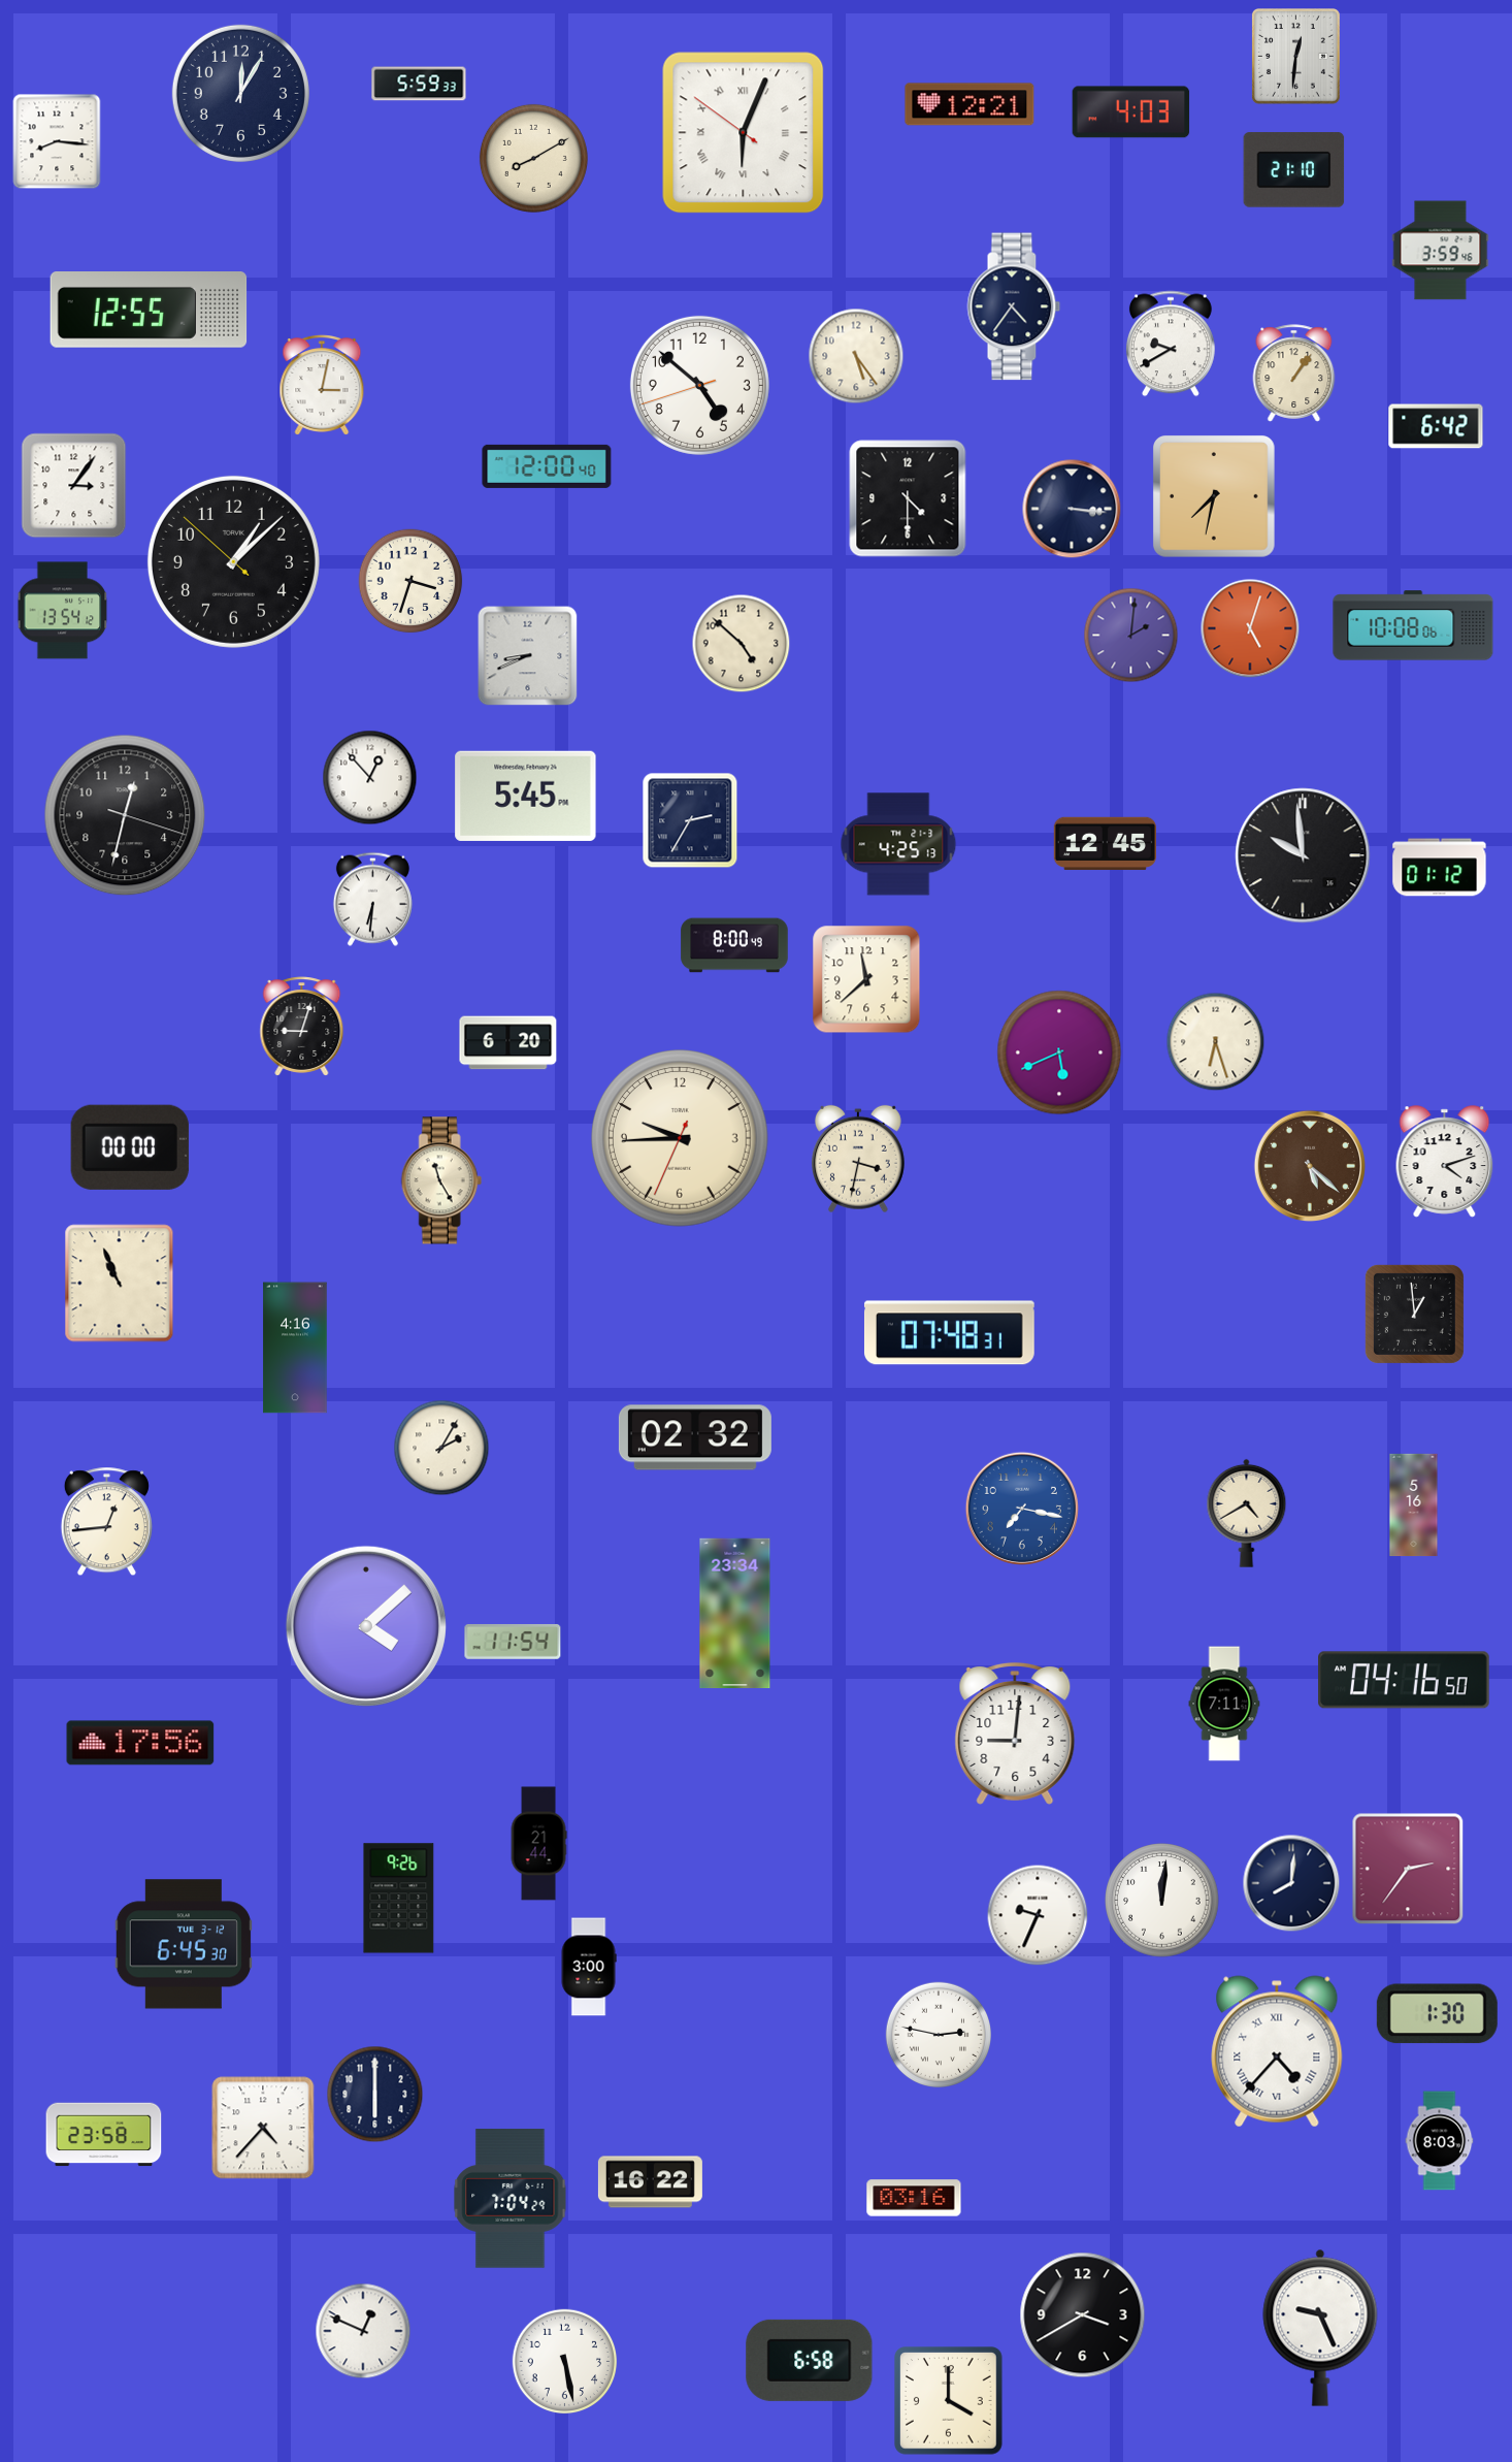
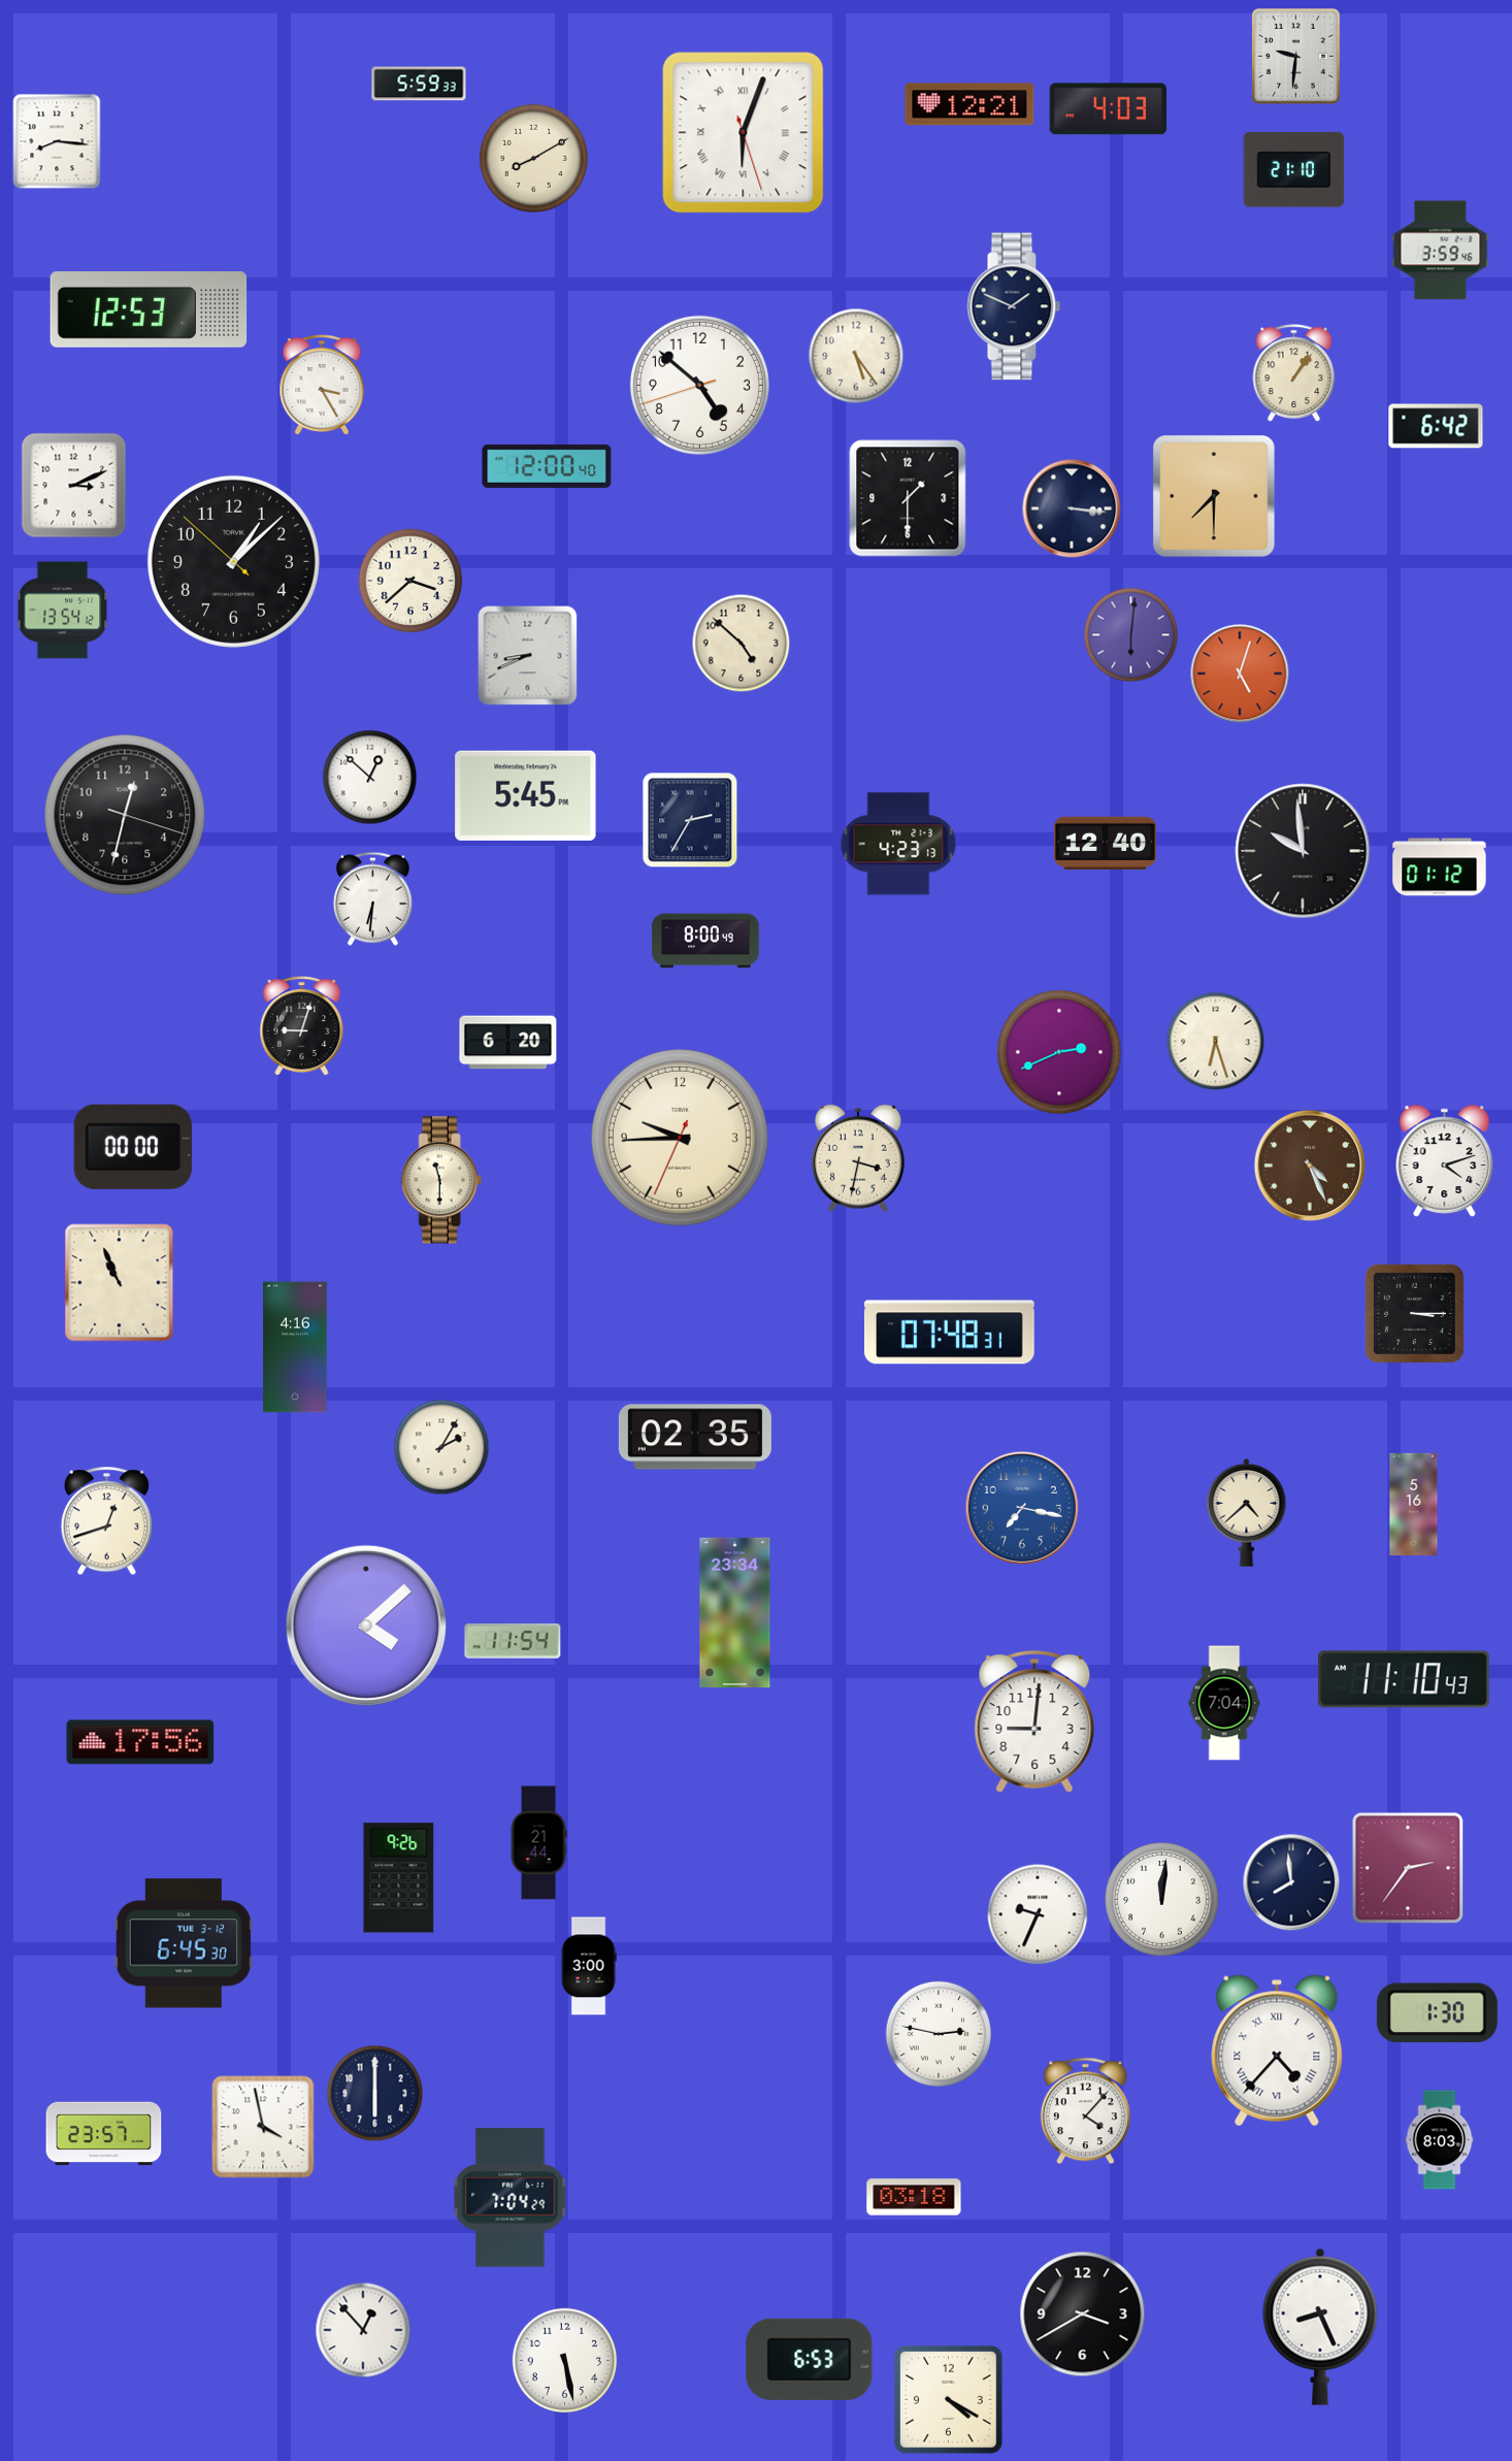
clock at (1295, 57): 12:31 -> 9:31
clock at (240, 93): 12:05 -> none
clock at (1131, 112) position: (1131, 112) -> (1109, 109)
clock at (744, 133): 6:03:51 -> 6:03:27
clock at (1014, 306): 4:36 -> 1:49
clock at (149, 311): 12:55 -> 12:53
clock at (1171, 344): 9:40 -> none
clock at (322, 386): 3:02 -> 3:25
clock at (74, 486): 3:06 -> 3:11
clock at (1215, 497): 7:32 -> 7:30
clock at (908, 498): 4:30 -> 1:30
clock at (410, 581): 3:33 -> 3:38
clock at (1413, 625): 10:08 -> none
clock at (1250, 628) position: (1250, 628) -> (1240, 674)
clock at (1131, 636): 2:01 -> 6:01
clock at (370, 778): 12:53 -> 12:52
clock at (898, 844): 4:25 -> 4:23
clock at (1105, 844): 12:45 -> 12:40
clock at (1303, 855) position: (1303, 855) -> (1303, 851)
clock at (734, 945) position: (734, 945) -> (705, 941)
clock at (866, 979): 11:38 -> none
clock at (1059, 1052): 5:41 -> 2:41
clock at (130, 1147) position: (130, 1147) -> (133, 1147)
clock at (1309, 1165): 5:22 -> 4:26
clock at (441, 1180): 11:25 -> 11:30
clock at (1414, 1314): 12:59 -> 3:15
clock at (695, 1437): 02:32 -> 02:35
clock at (1247, 1513): 4:40 -> 4:38
clock at (106, 1522): 12:44 -> 12:42
clock at (1404, 1680): 04:16 -> 11:10
clock at (1224, 1704): 7:11 -> 7:04
clock at (1015, 1734) position: (1015, 1734) -> (1034, 1721)
clock at (1291, 1883): 8:01 -> 7:59
clock at (399, 1899) position: (399, 1899) -> (399, 1878)
clock at (1085, 2111): none -> 4:07
clock at (263, 2128): 4:37 -> 3:58
clock at (104, 2135): 23:58 -> 23:57
clock at (650, 2182): 16:22 -> none
clock at (914, 2198): 03:16 -> 03:18
clock at (1320, 2328): 9:26 -> 8:26
clock at (363, 2331): 12:49 -> 12:53
clock at (810, 2360): 6:58 -> 6:53
clock at (949, 2401): 4:00 -> 4:20
